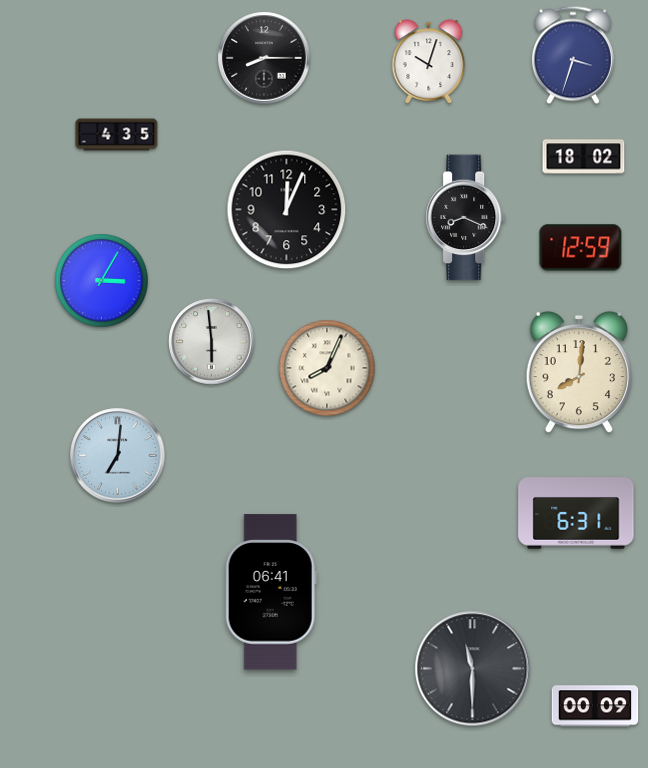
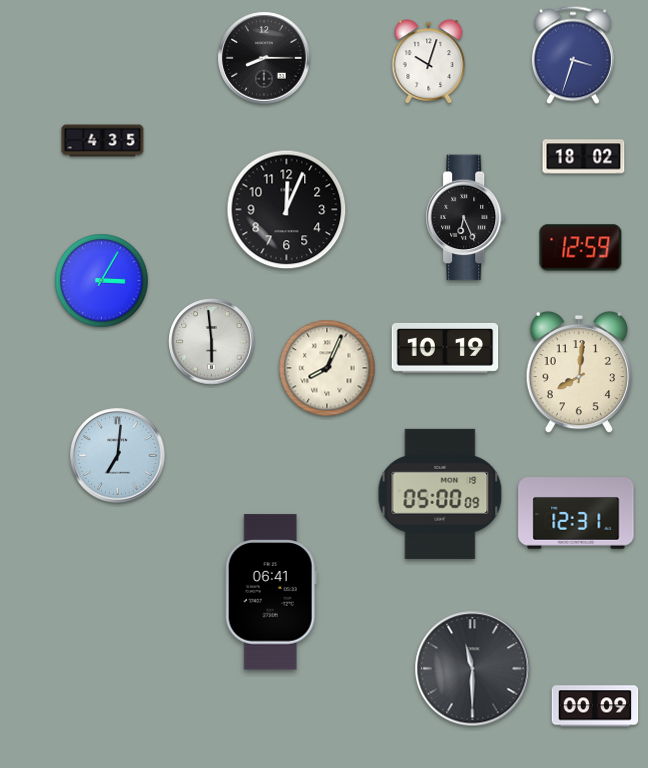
clock at (117, 135) position: (117, 135) -> (103, 141)
clock at (466, 218): 8:19 -> 6:26
clock at (445, 348): none -> 10:19
clock at (440, 494): none -> 05:00
clock at (576, 513): 6:31 -> 12:31
